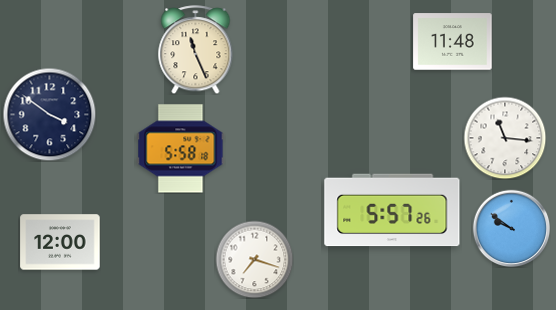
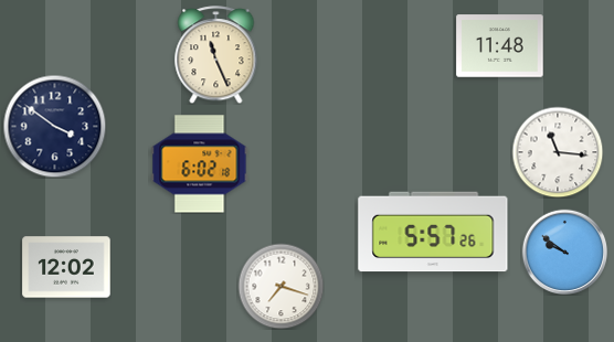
clock at (181, 149): 5:58 -> 6:02
clock at (60, 242): 12:00 -> 12:02
